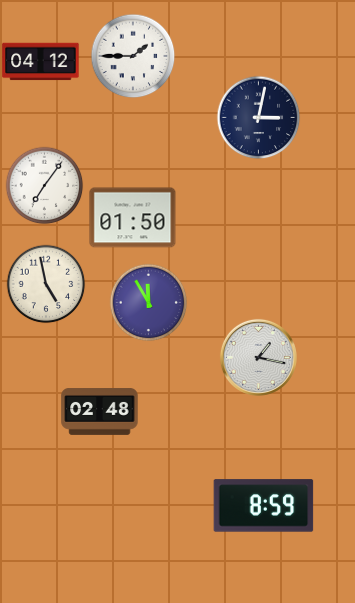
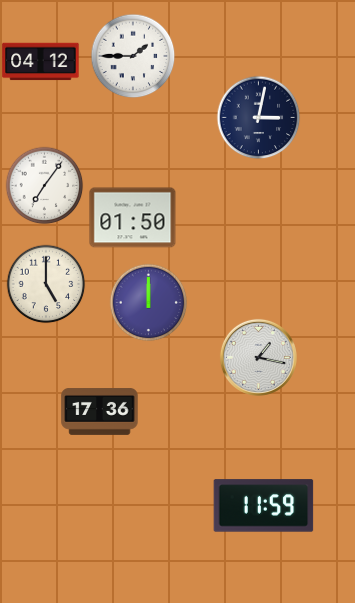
clock at (46, 284): 4:58 -> 5:00
clock at (148, 302): 11:55 -> 12:00
clock at (100, 412): 02:48 -> 17:36
clock at (264, 506): 8:59 -> 11:59
